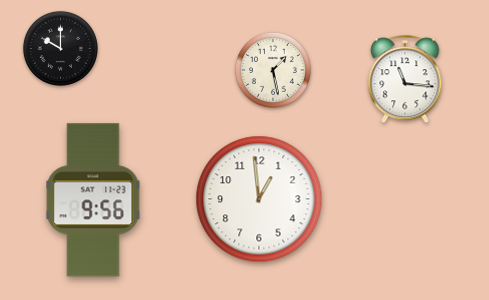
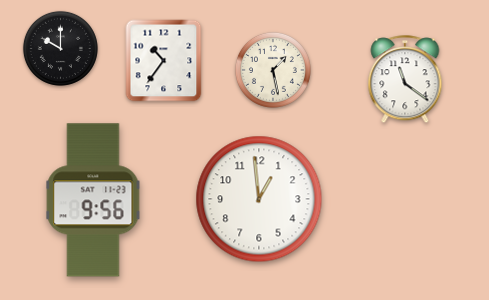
clock at (164, 61): none -> 10:36
clock at (405, 80): 11:16 -> 11:21
